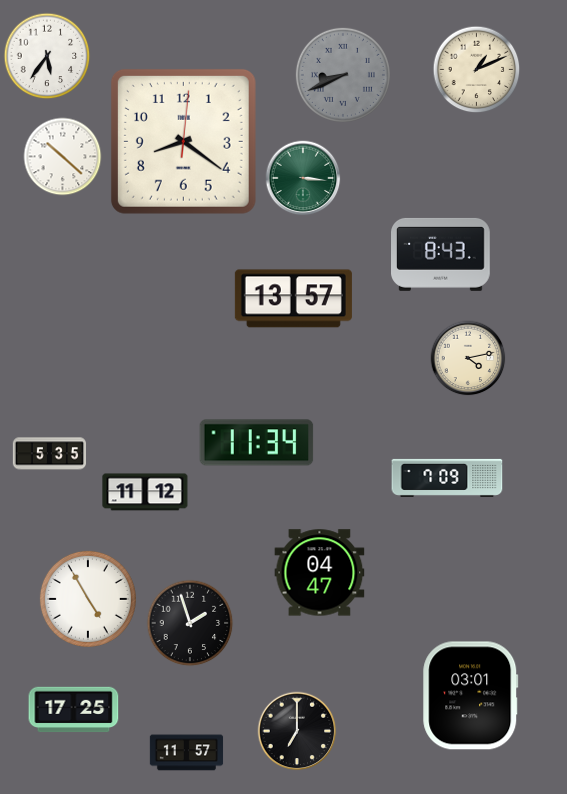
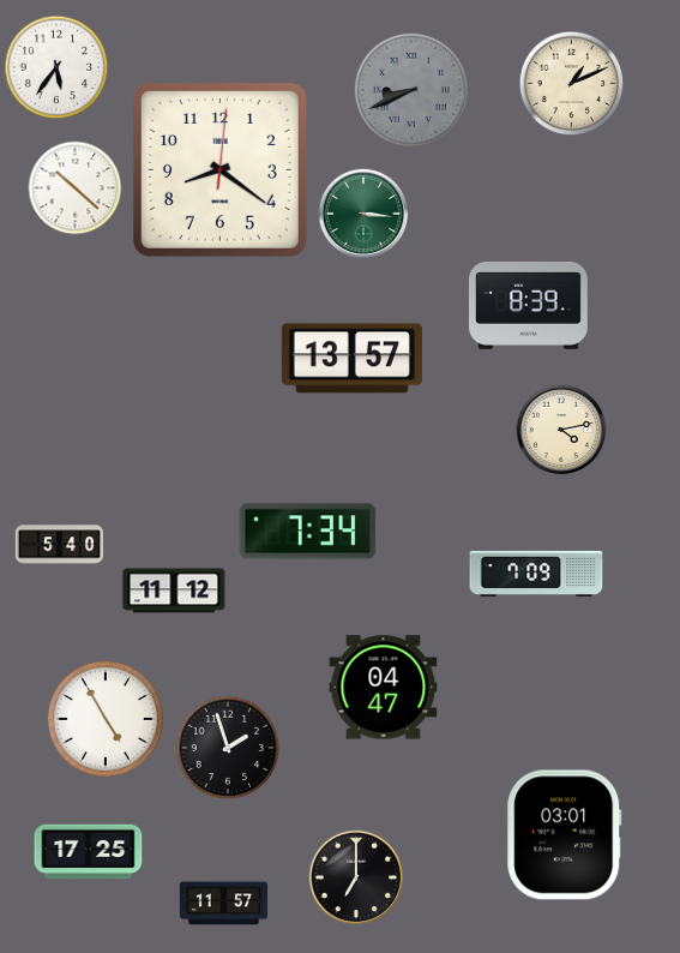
clock at (441, 254): 8:43 -> 8:39
clock at (257, 443): 11:34 -> 7:34
clock at (49, 454): 5:35 -> 5:40
